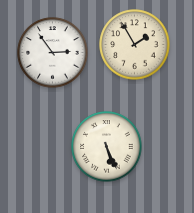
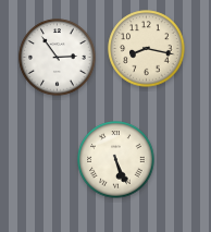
clock at (135, 45): 1:55 -> 8:17
